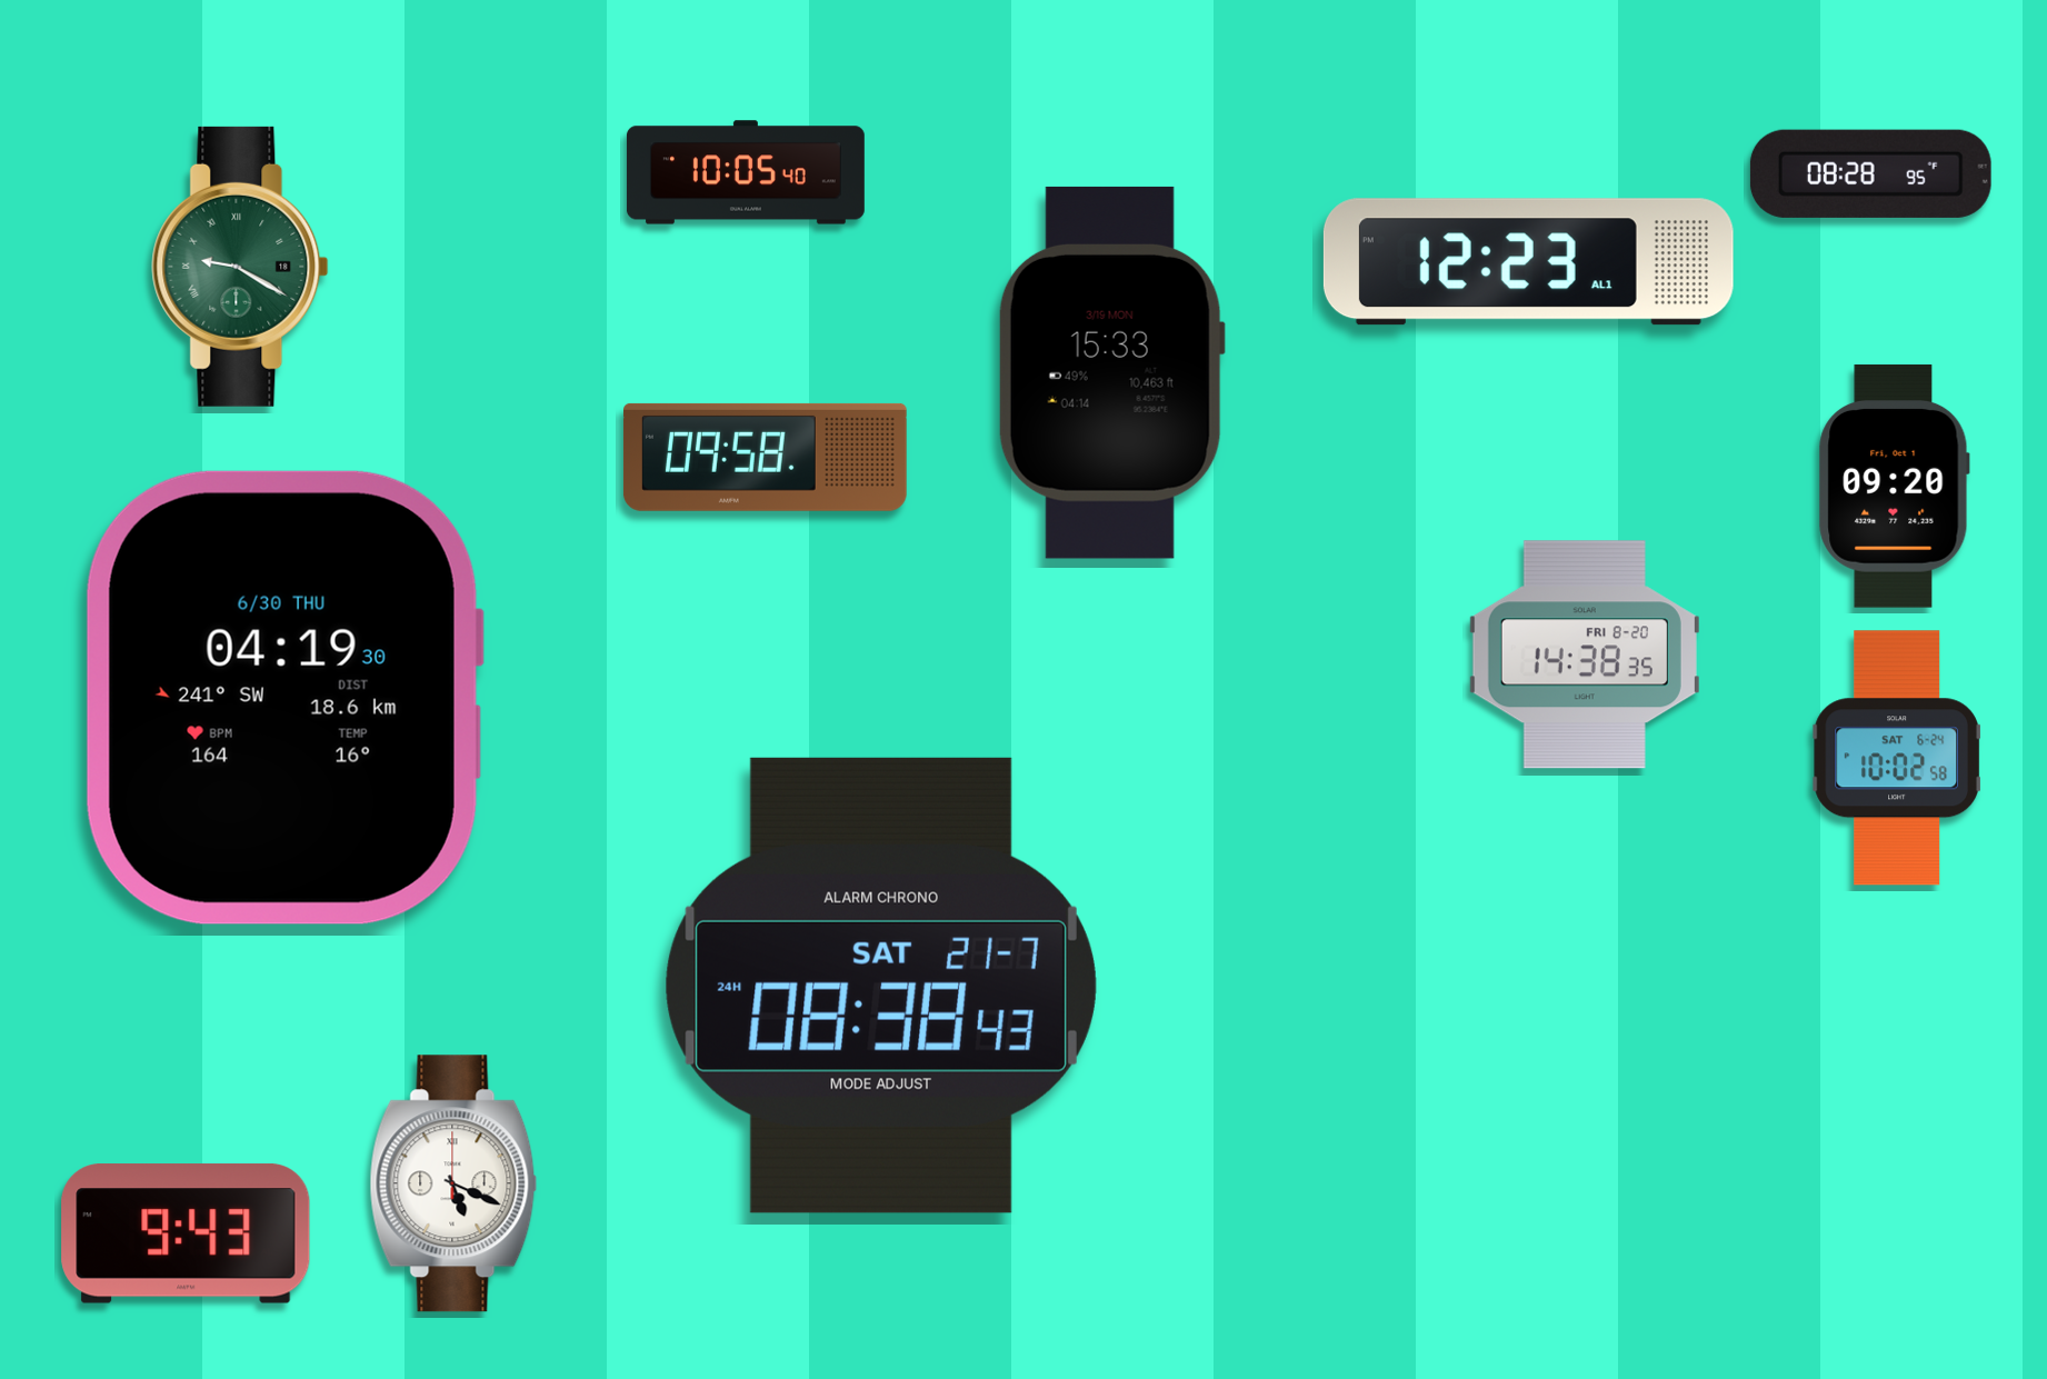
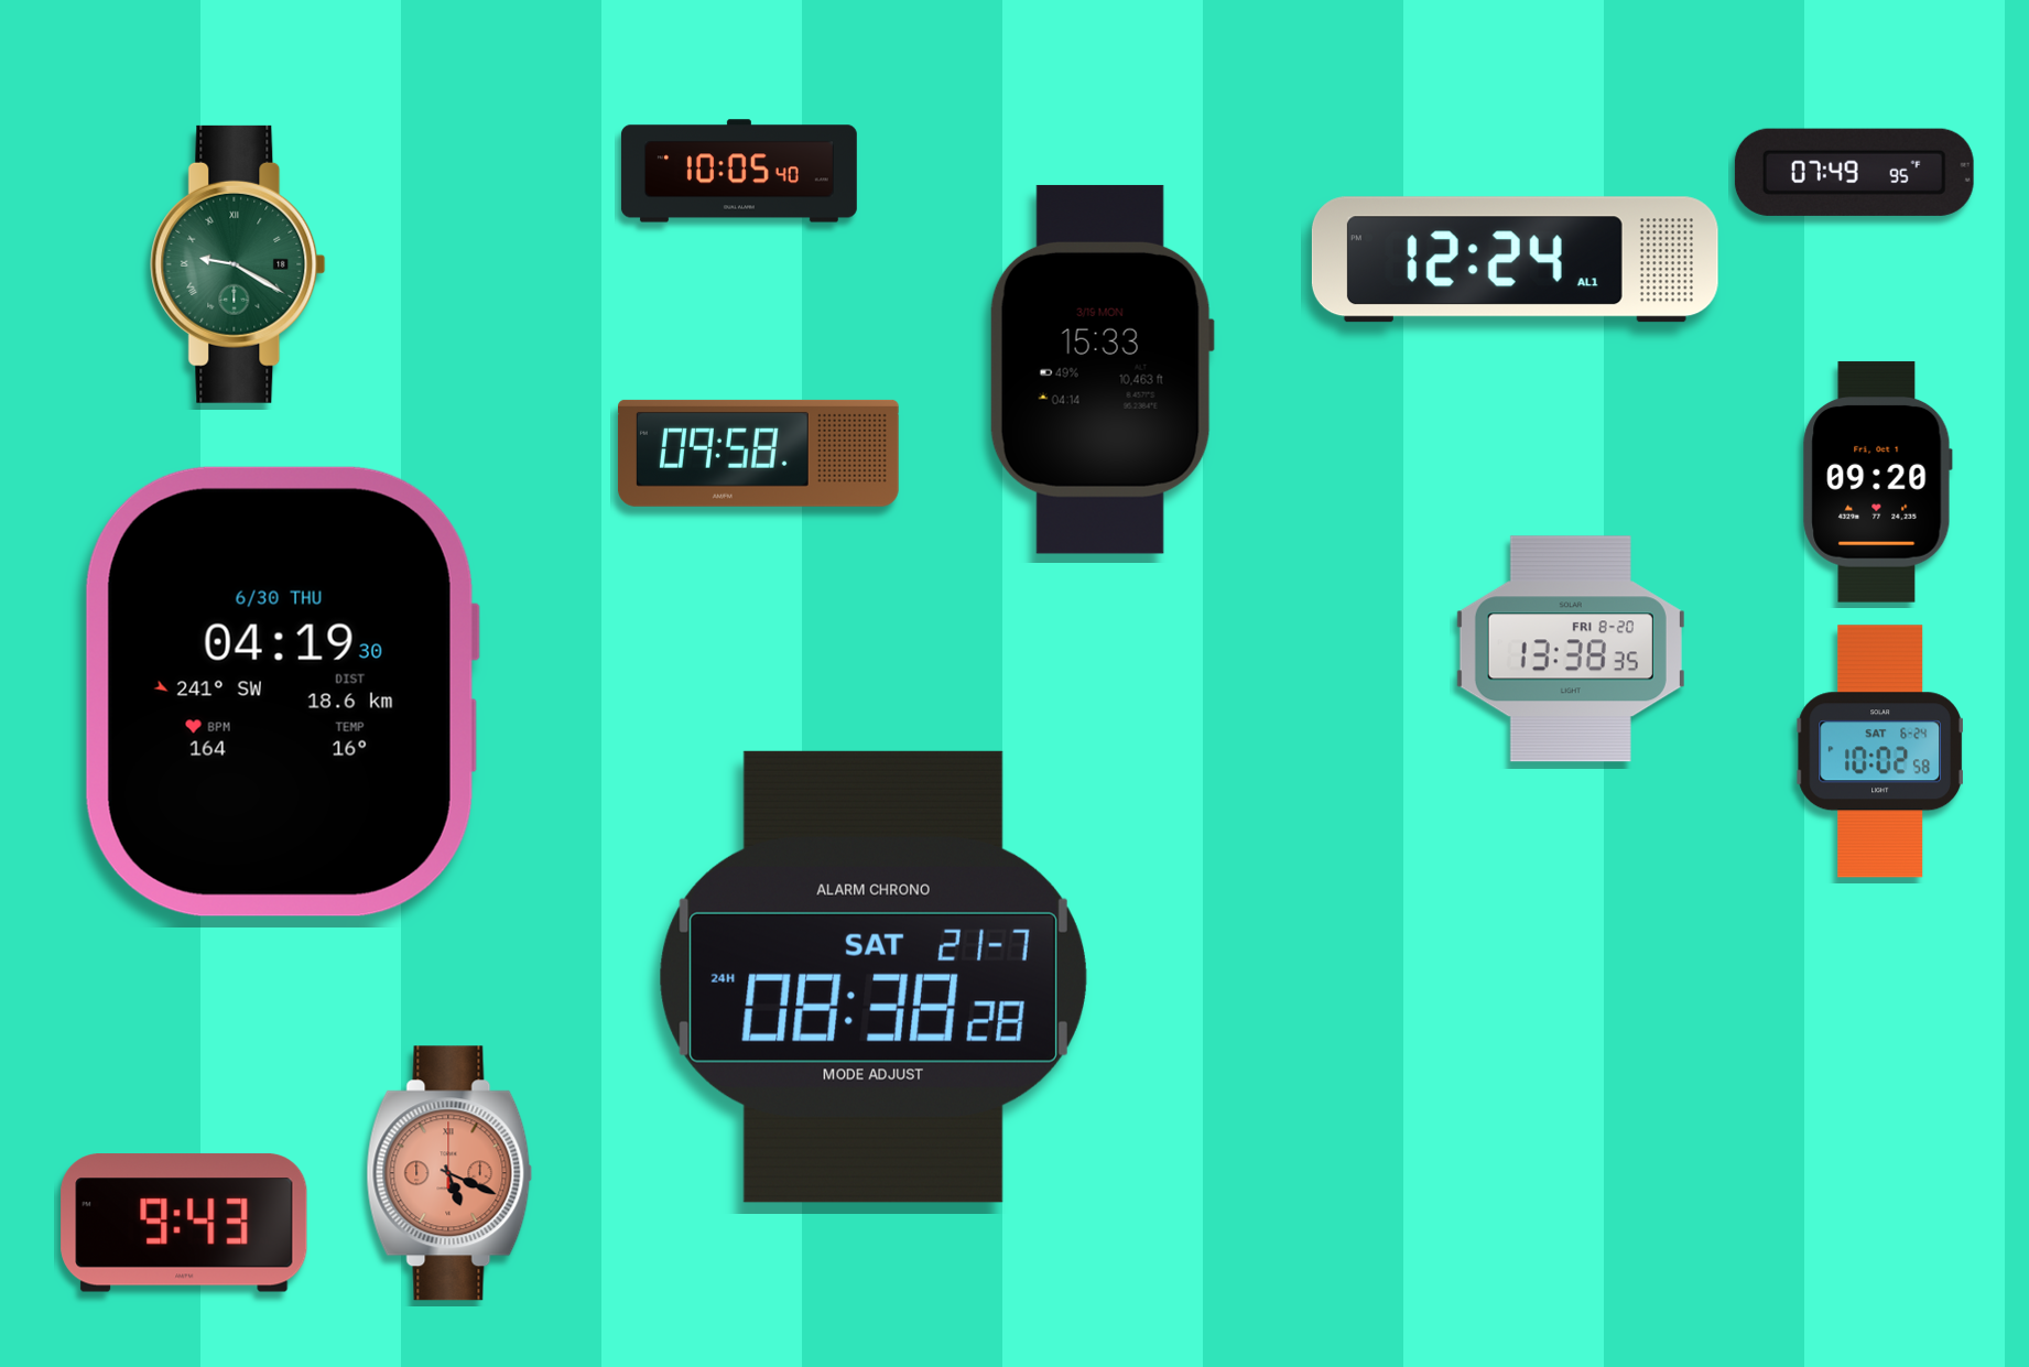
clock at (1870, 173): 08:28 -> 07:49
clock at (1528, 262): 12:23 -> 12:24
clock at (1585, 654): 14:38 -> 13:38
clock at (881, 986): 08:38:43 -> 08:38:28
clock at (453, 1183) dial: white -> salmon
